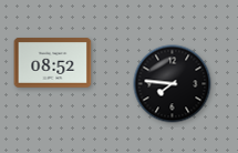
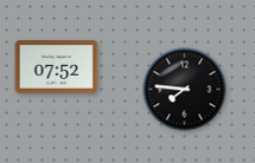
clock at (53, 63): 08:52 -> 07:52
